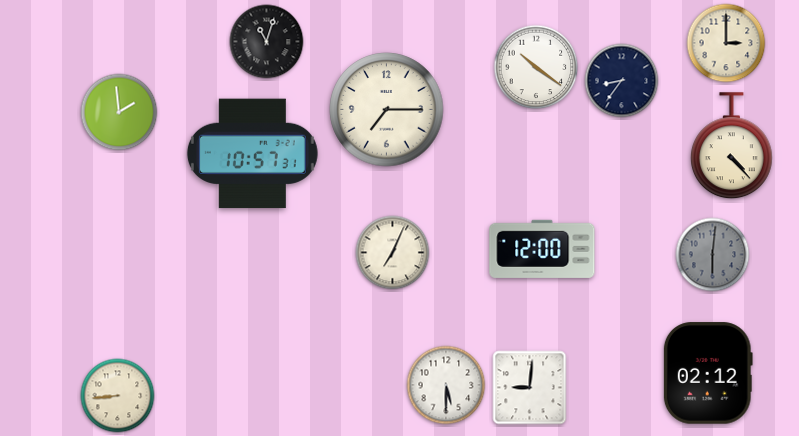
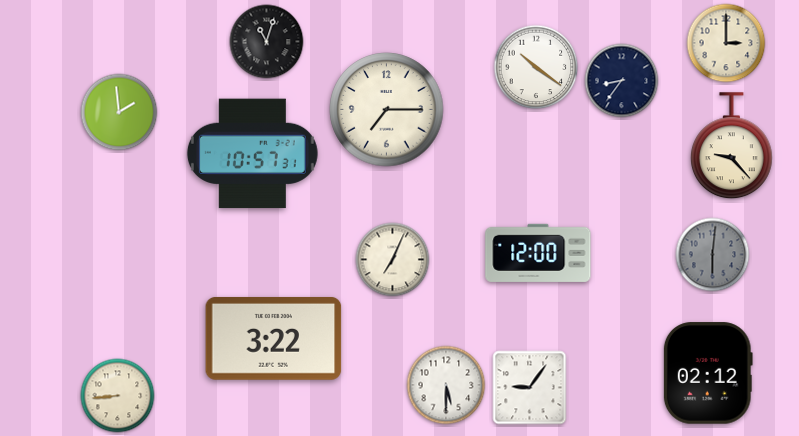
clock at (731, 146): 4:23 -> 9:23
clock at (542, 249) position: (542, 249) -> (538, 253)
clock at (393, 253) position: (393, 253) -> (393, 260)
clock at (274, 338): none -> 3:22
clock at (530, 388): 9:01 -> 9:06
